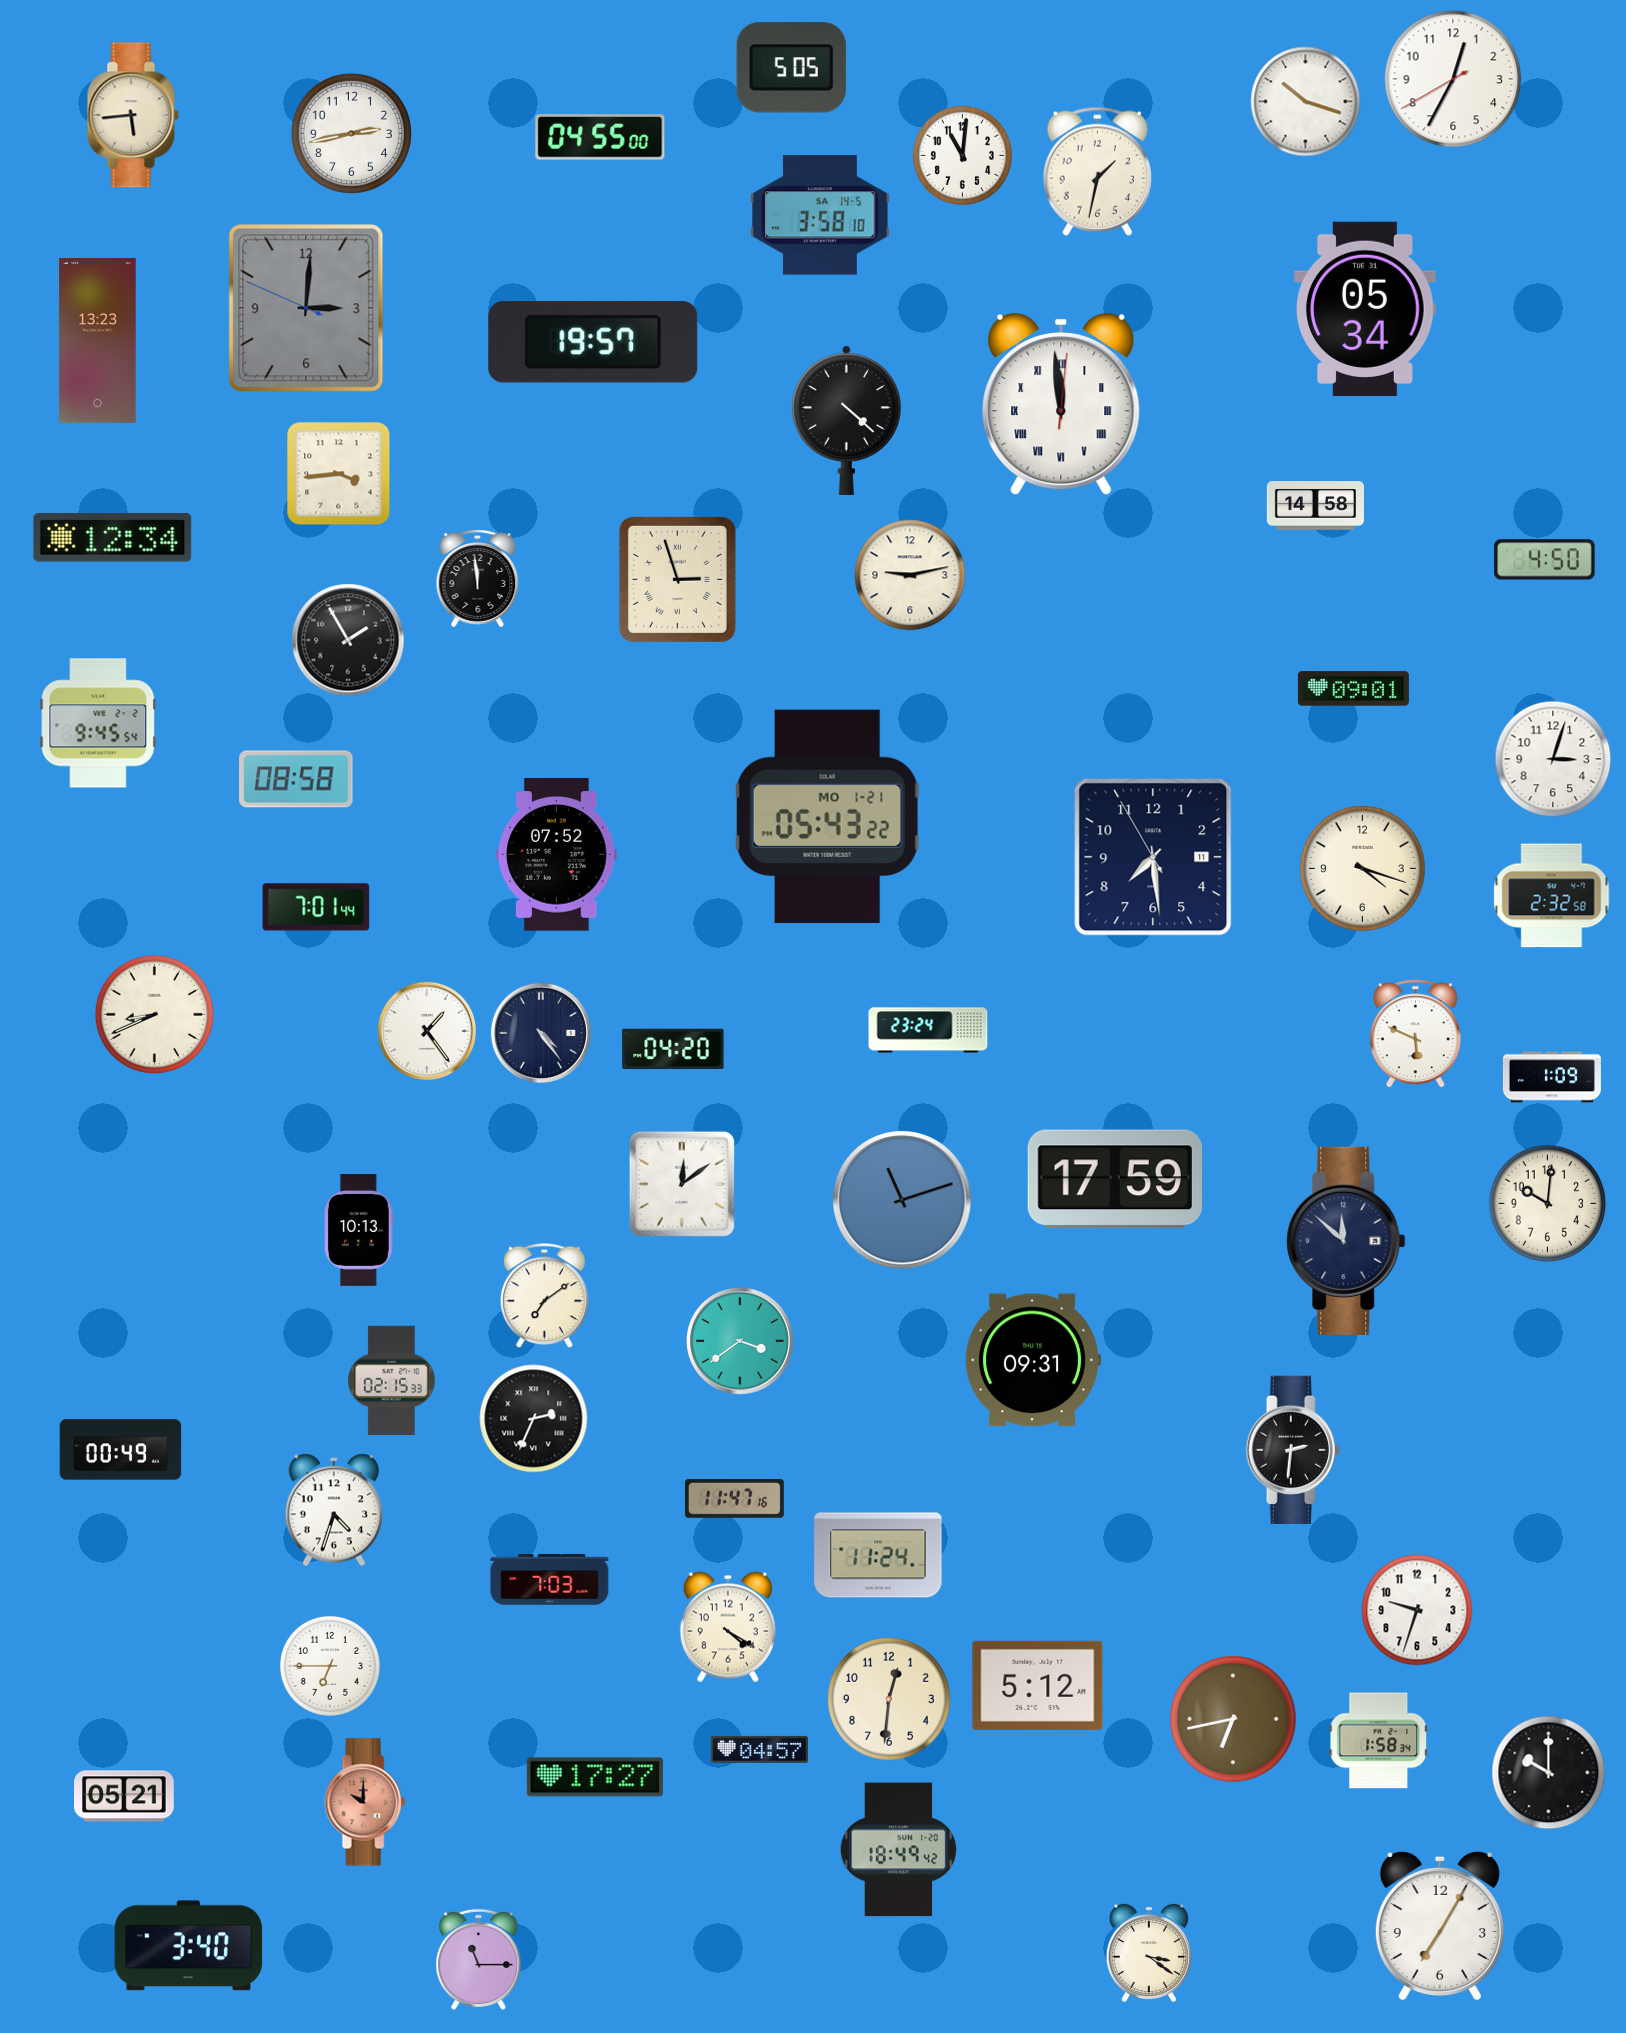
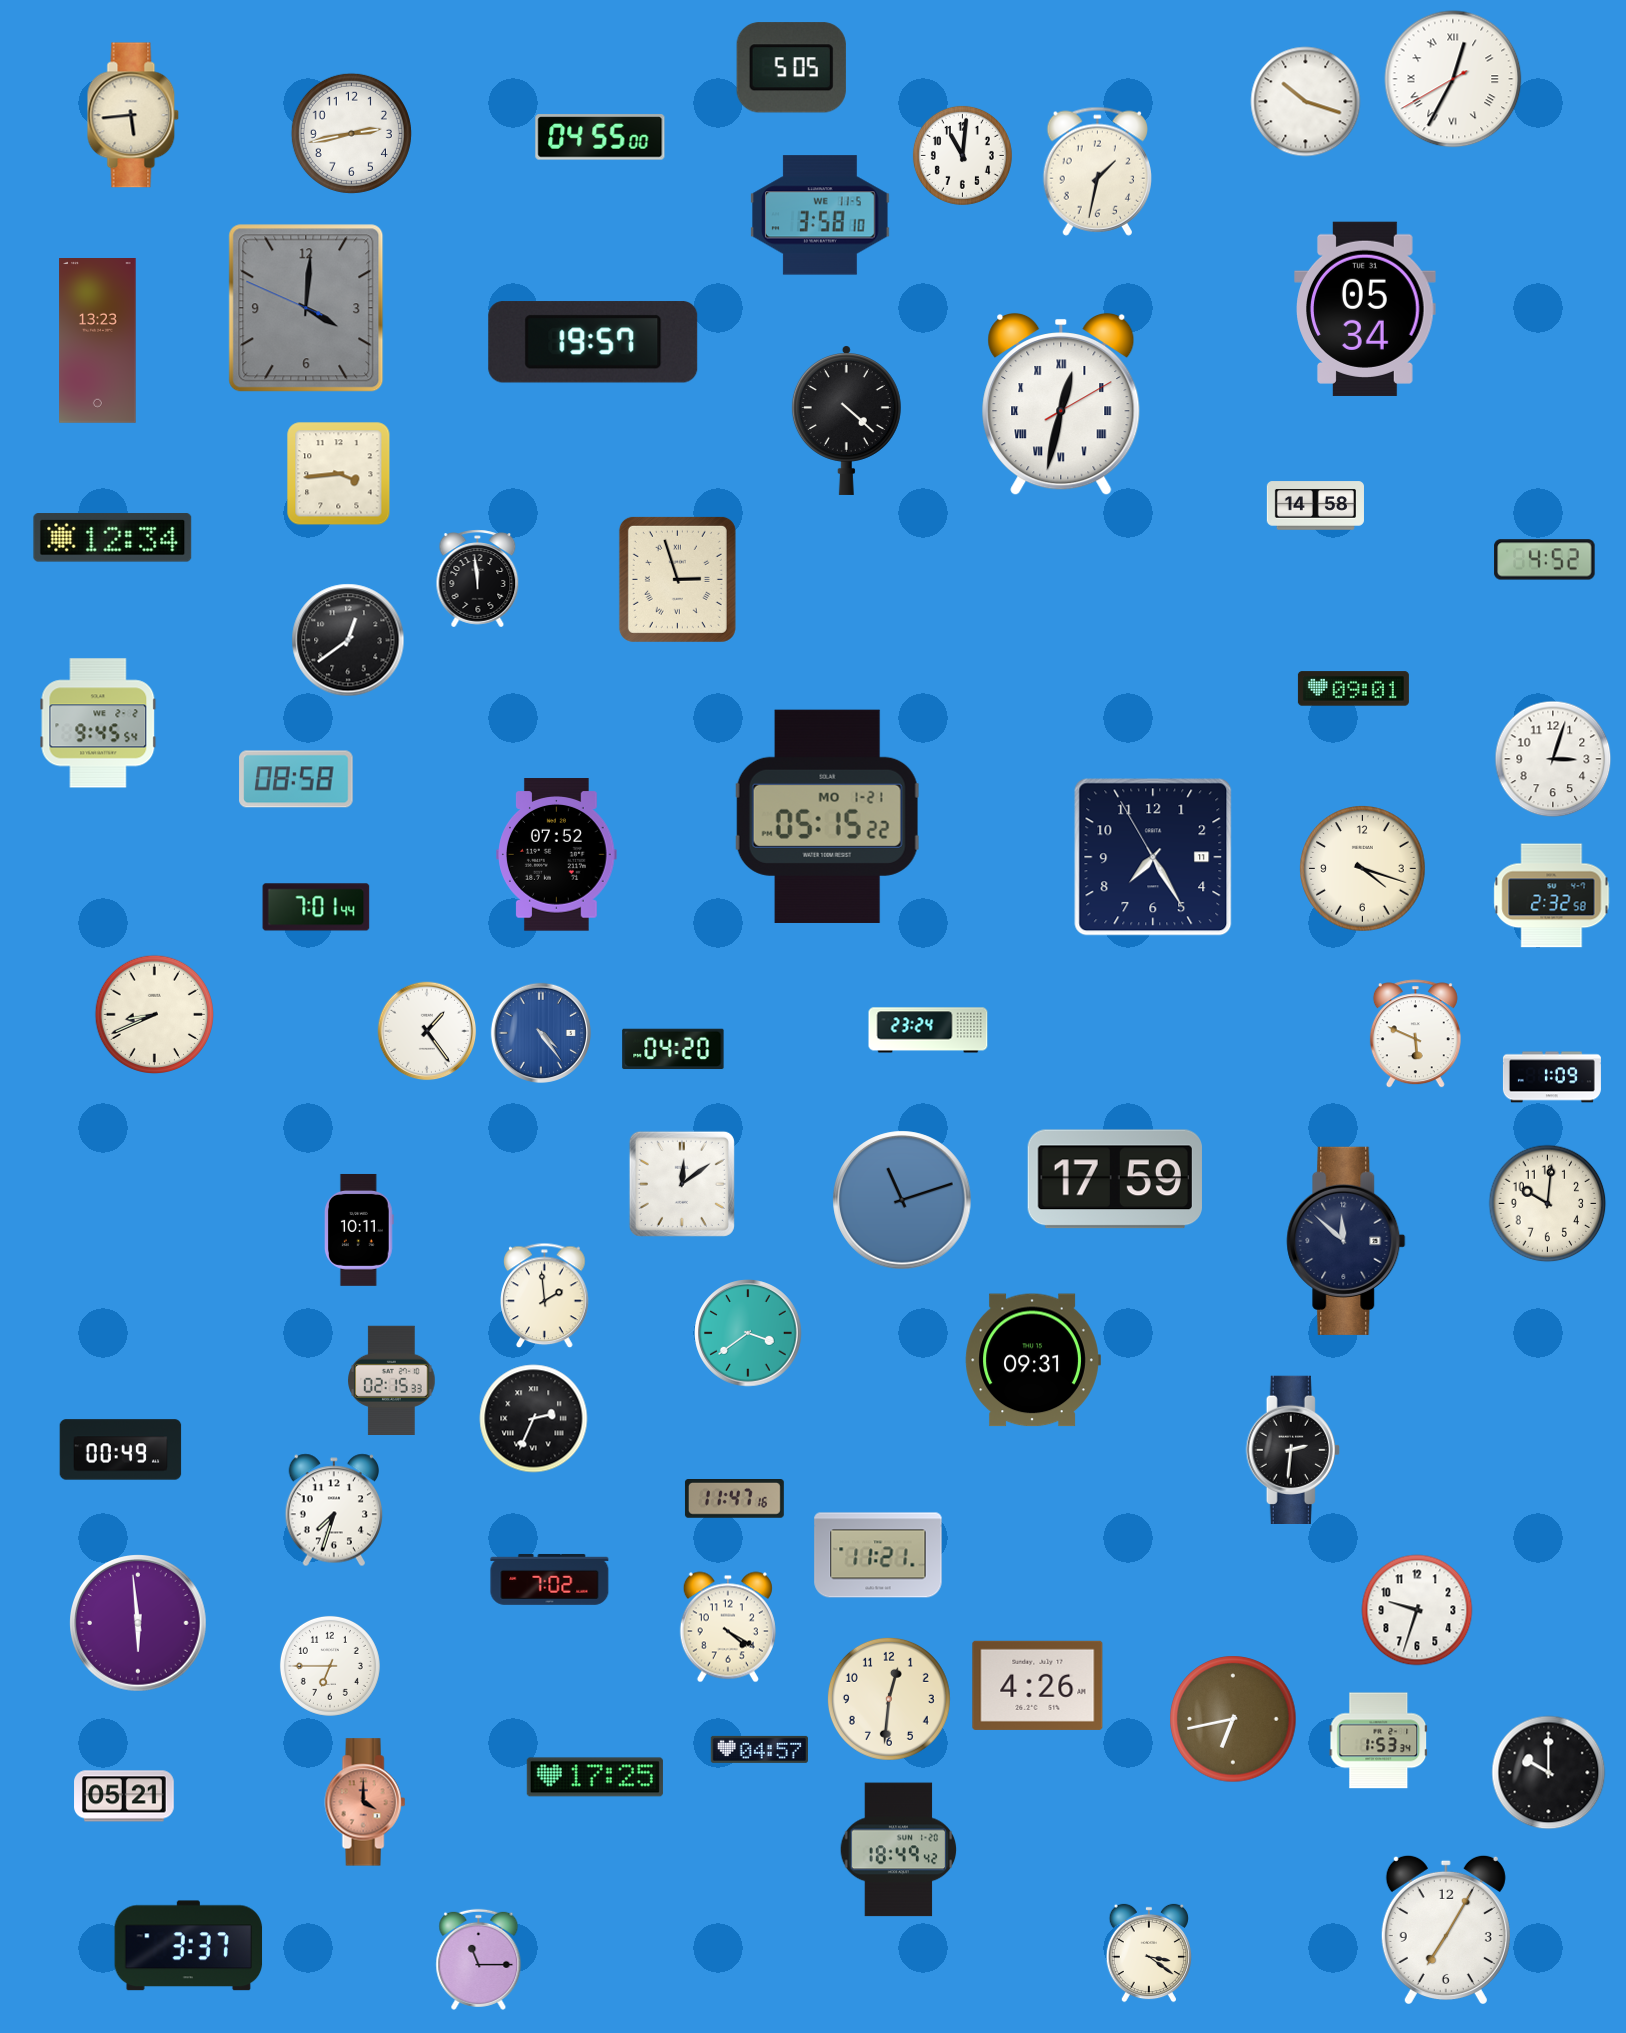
clock at (1453, 79) numerals: Arabic -> Roman
clock at (820, 215) date: SA 14-5 -> WE 11-5
clock at (306, 308): 3:00 -> 4:00
clock at (1061, 404): 11:59 -> 12:32
clock at (1545, 560): 4:50 -> 4:52
clock at (910, 575): 9:13 -> none
clock at (348, 640): 1:55 -> 12:39
clock at (828, 816): 05:43 -> 05:15
clock at (1153, 857): 7:28 -> 7:24
clock at (541, 1033) dial: navy -> blue
clock at (359, 1230): 10:13 -> 10:11
clock at (545, 1296): 7:09 -> 1:59
clock at (740, 1341) position: (740, 1341) -> (748, 1333)
clock at (334, 1510): 4:33 -> 7:33
clock at (878, 1555): 11:24 -> 11:21
clock at (550, 1579): 7:03 -> 7:02
clock at (139, 1624): none -> 5:59
clock at (1038, 1685): 5:12 -> 4:26
clock at (1379, 1741): 1:58 -> 1:53
clock at (595, 1777): 17:27 -> 17:25
clock at (365, 1802): 10:00 -> 4:00
clock at (1440, 1925) position: (1440, 1925) -> (1446, 1929)
clock at (189, 1946): 3:40 -> 3:37
